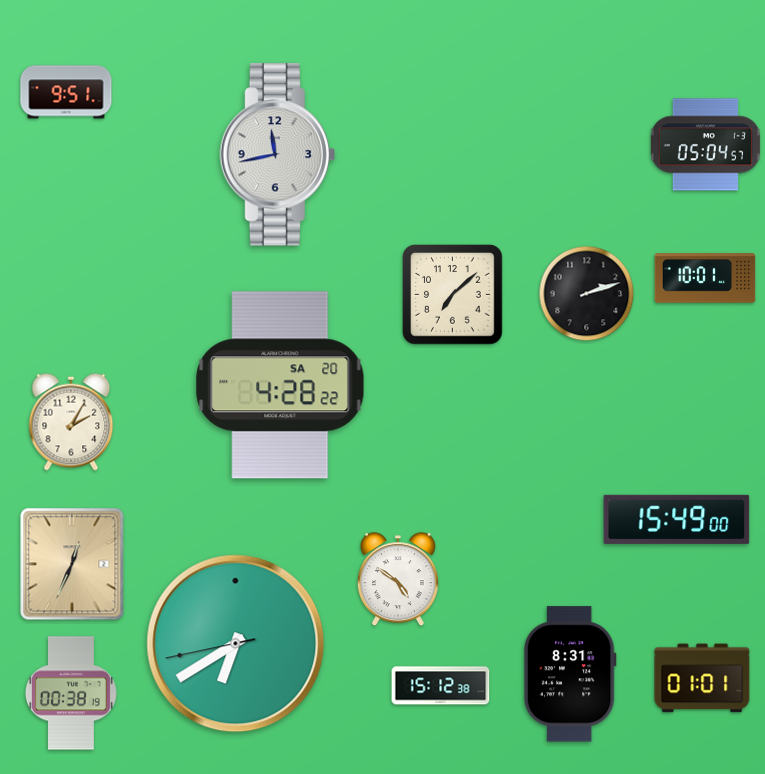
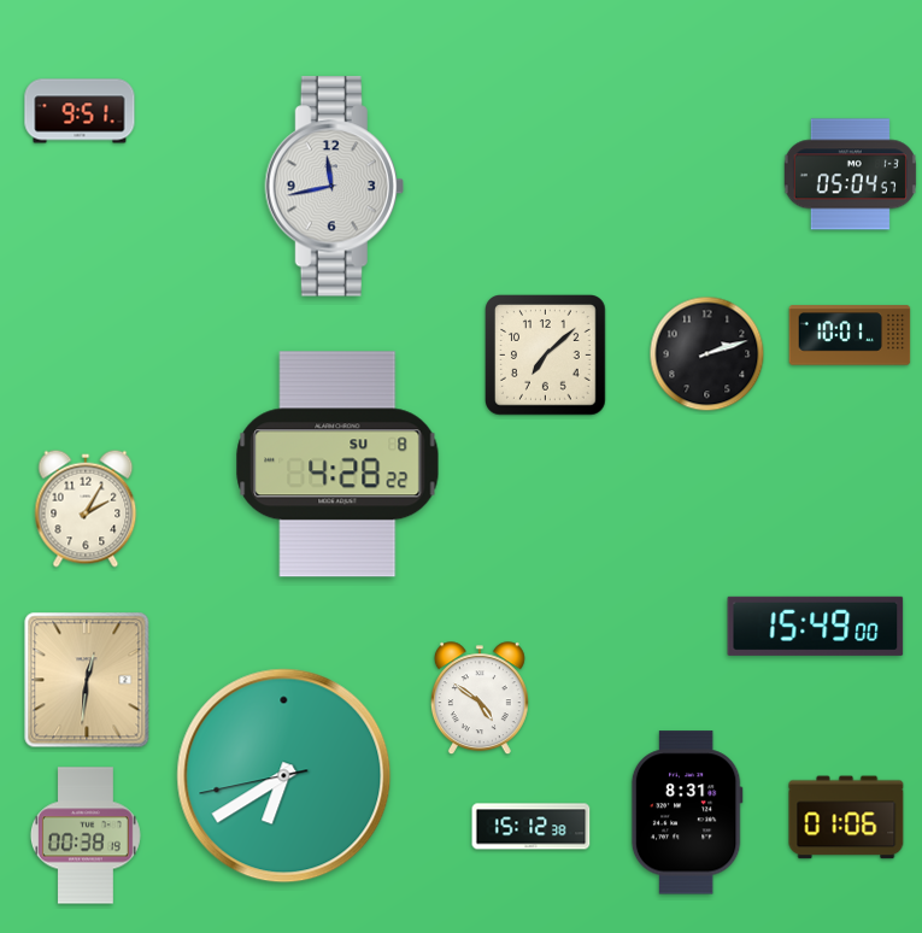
clock at (280, 385) date: SA 20 -> SU 8
clock at (72, 564): 12:34 -> 12:31
clock at (702, 678): 01:01 -> 01:06
